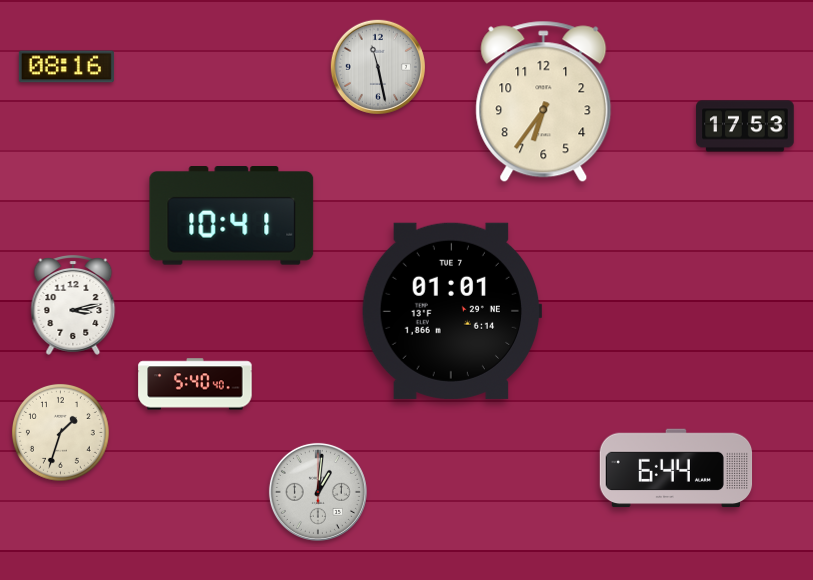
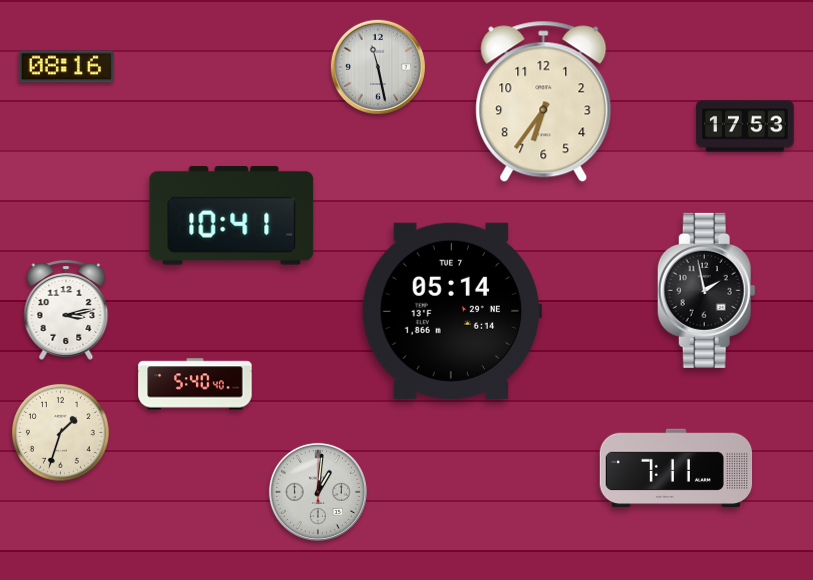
clock at (706, 290): none -> 1:58
clock at (73, 305) position: (73, 305) -> (66, 310)
clock at (452, 311): 01:01 -> 05:14
clock at (676, 468): 6:44 -> 7:11
